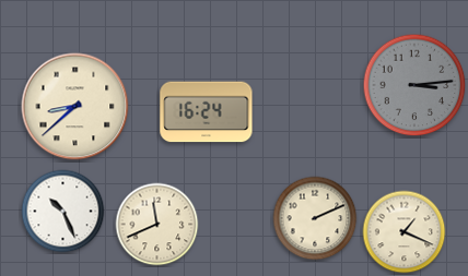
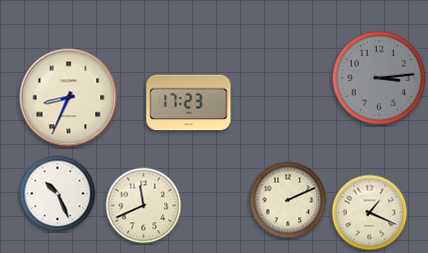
clock at (75, 107): 8:38 -> 8:34
clock at (207, 112): 16:24 -> 17:23
